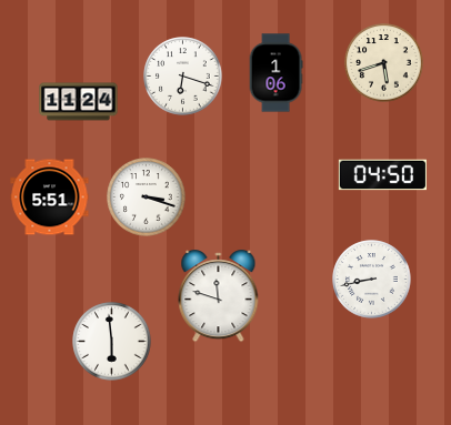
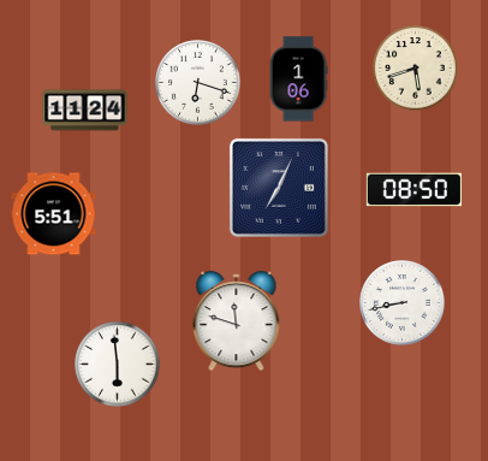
clock at (279, 188): none -> 7:04
clock at (382, 175): 04:50 -> 08:50
clock at (147, 198): 3:18 -> none
clock at (112, 342) position: (112, 342) -> (118, 365)
